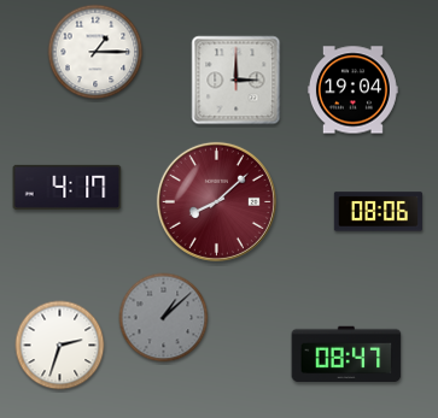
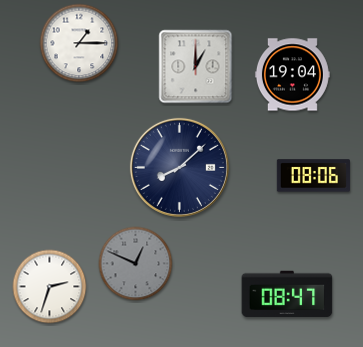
clock at (236, 81): 3:00 -> 1:00
clock at (68, 187): 4:17 -> none
clock at (216, 201) dial: burgundy -> navy
clock at (164, 318): 1:08 -> 12:49
